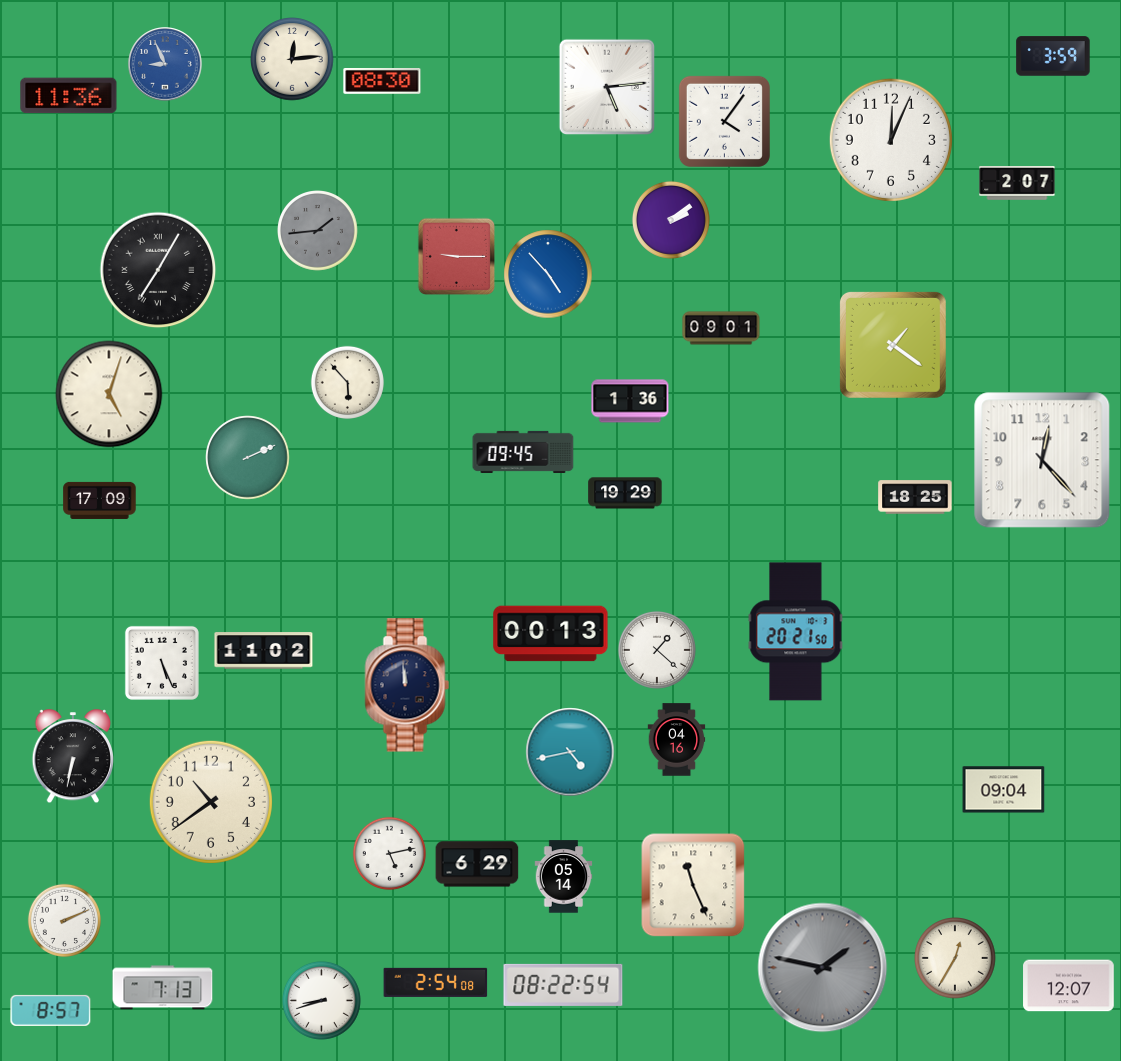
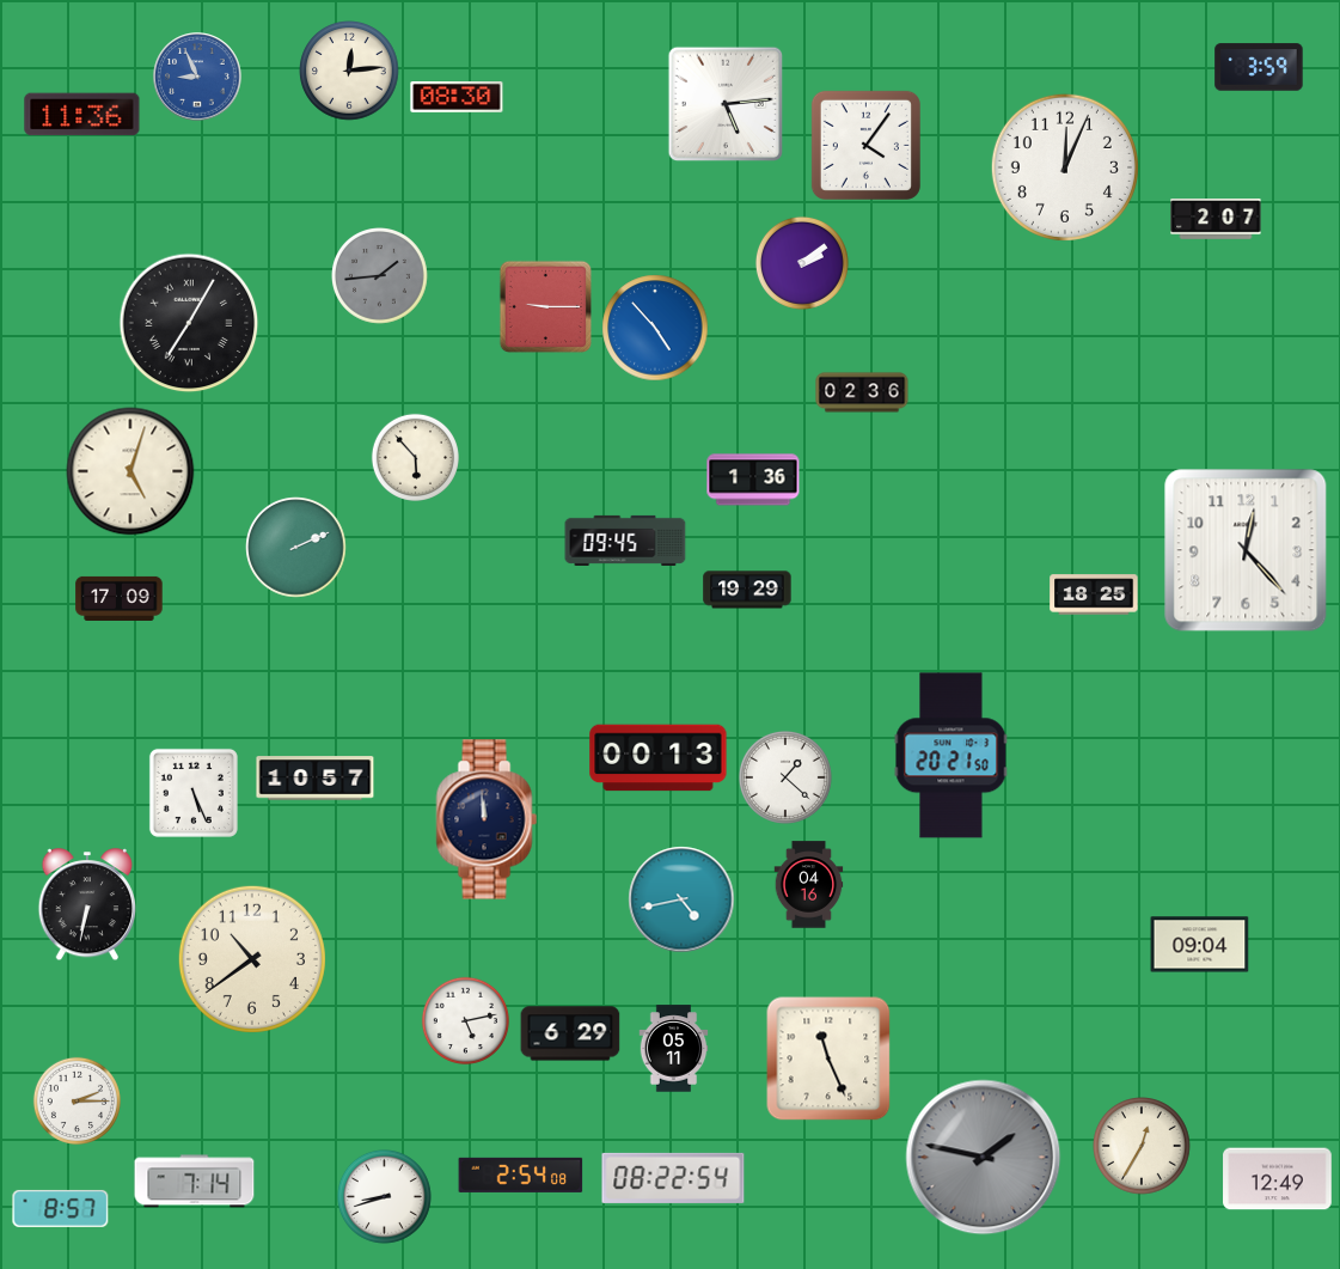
clock at (721, 328): 09:01 -> 02:36
clock at (893, 345): 1:21 -> none
clock at (264, 651): 11:02 -> 10:57
clock at (564, 877): 05:14 -> 05:11
clock at (64, 920): 2:11 -> 2:15
clock at (1069, 986): 12:07 -> 12:49
clock at (163, 988): 7:13 -> 7:14
